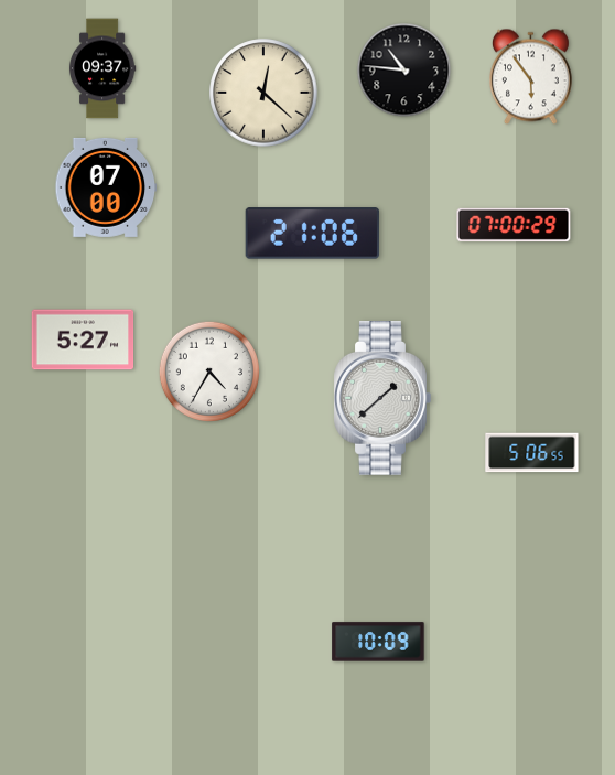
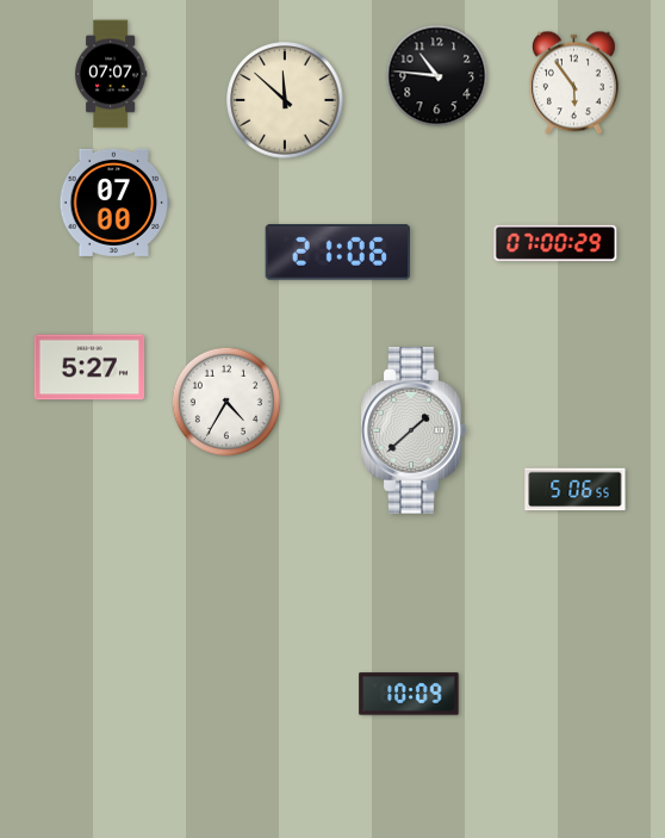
clock at (102, 68): 09:37 -> 07:07
clock at (263, 93): 12:22 -> 11:52
